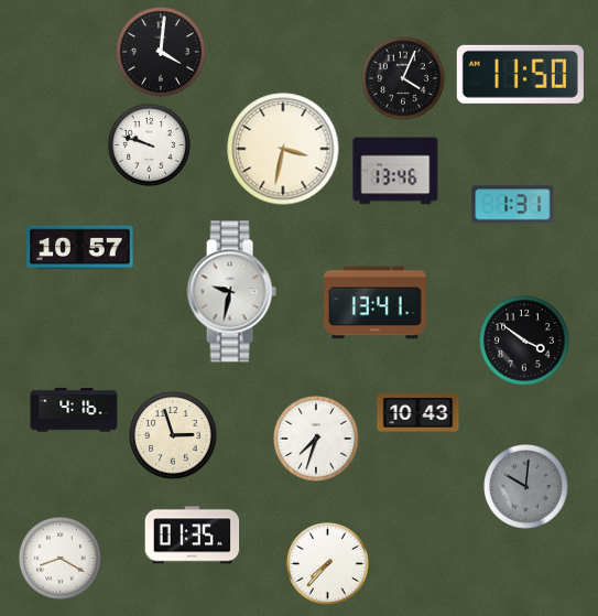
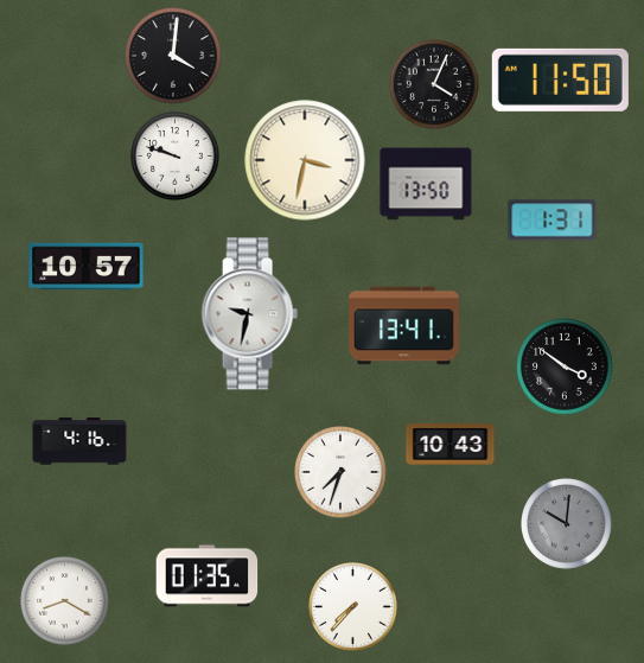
clock at (150, 145) position: (150, 145) -> (176, 157)
clock at (395, 171): 13:46 -> 13:50
clock at (173, 435): 2:57 -> none
